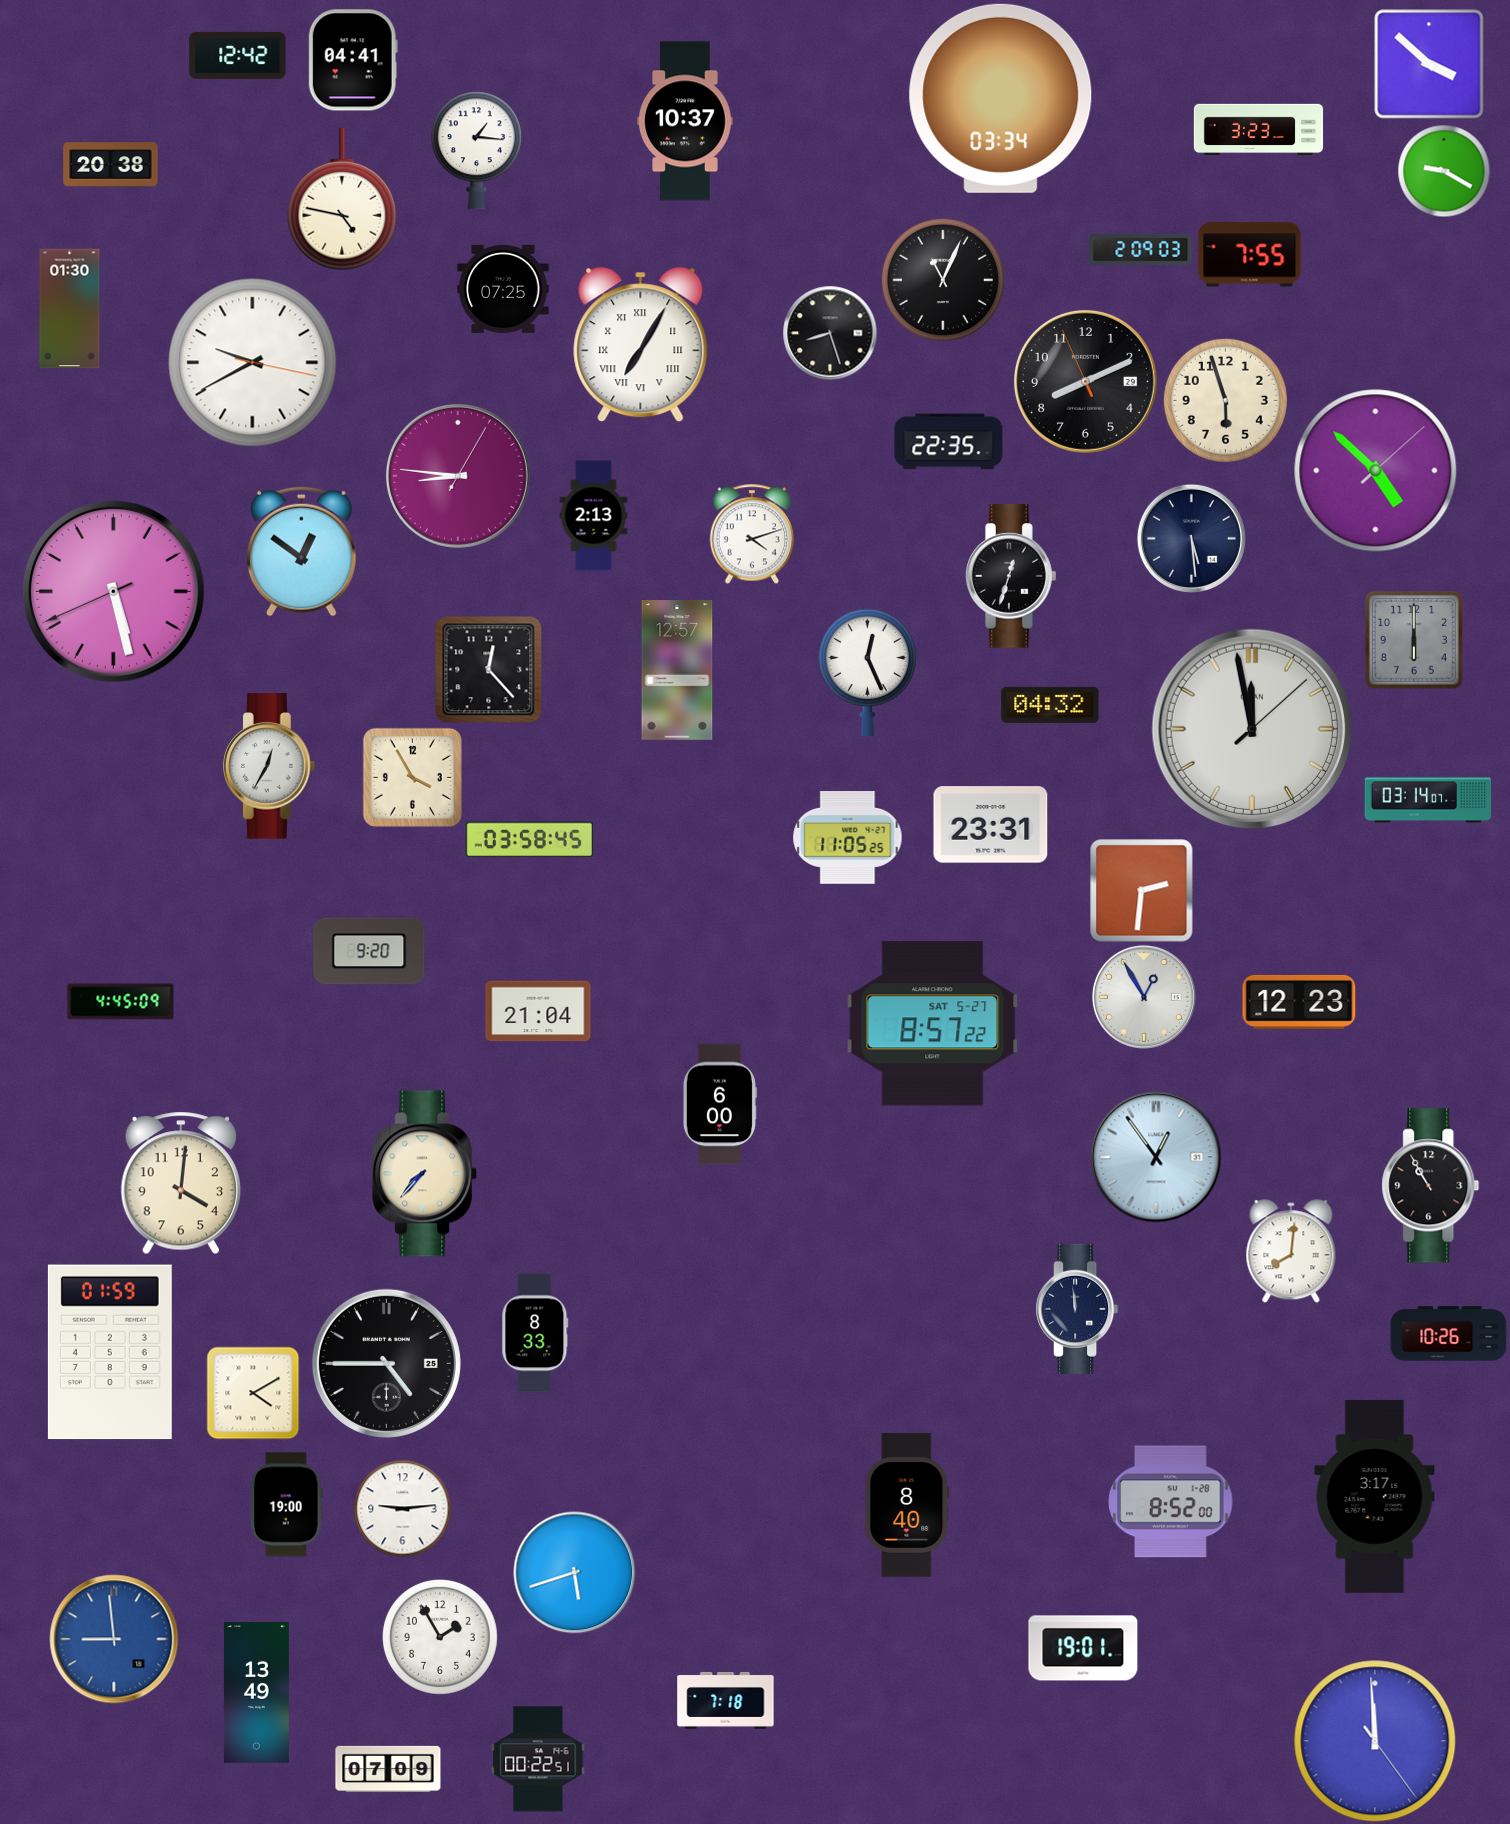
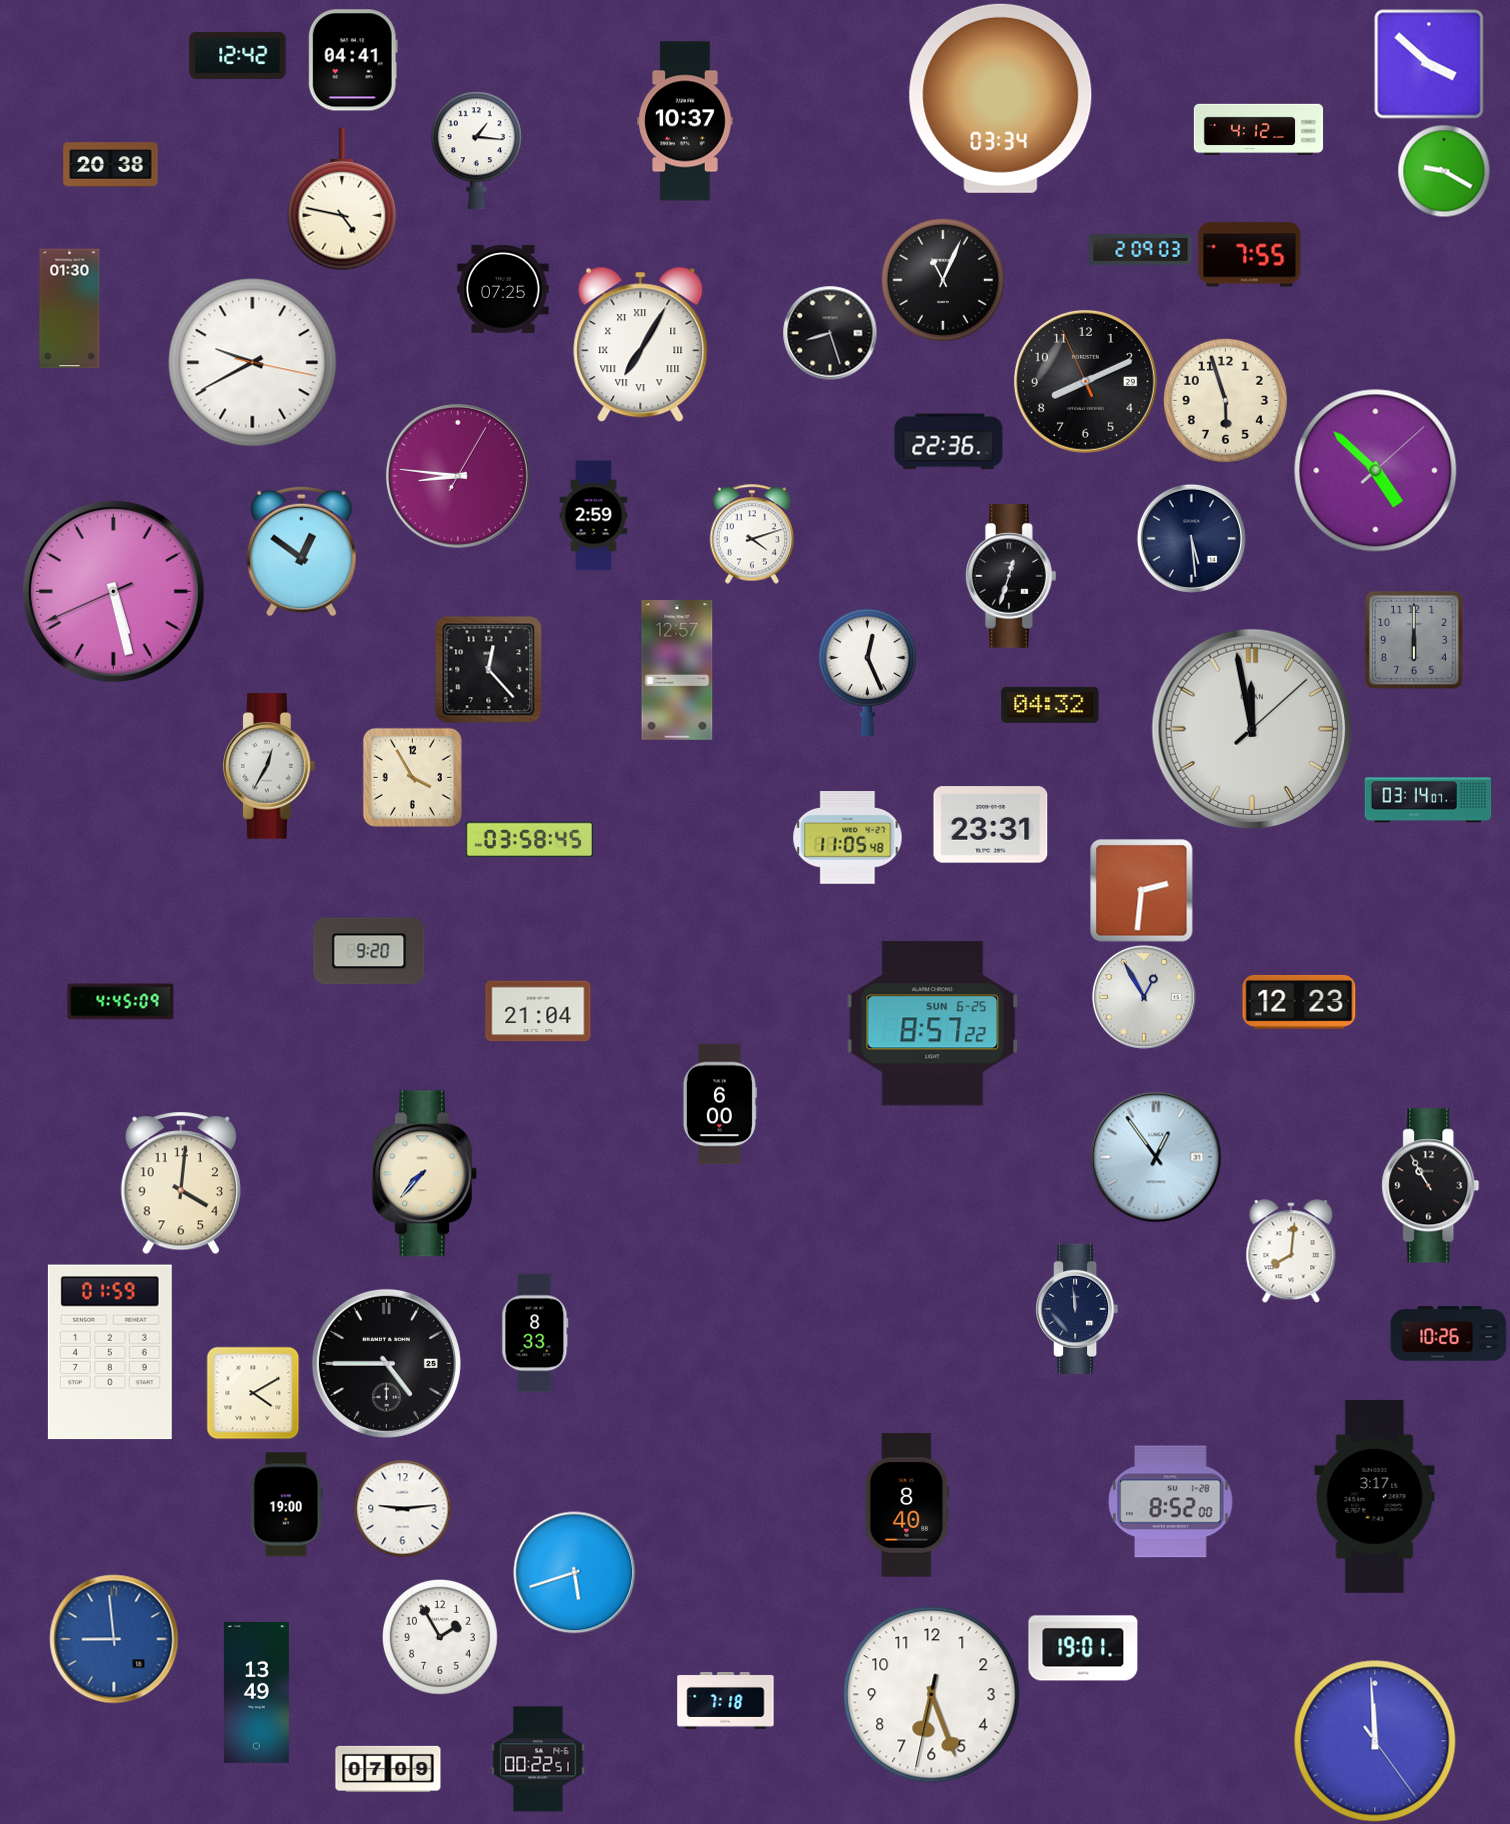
clock at (1259, 130): 3:23 -> 4:12
clock at (949, 442): 22:35 -> 22:36
clock at (594, 516): 2:13 -> 2:59
clock at (848, 838): 11:05:25 -> 11:05:48
clock at (933, 1024) date: SAT 5-27 -> SUN 6-25
clock at (932, 1695): none -> 6:26
